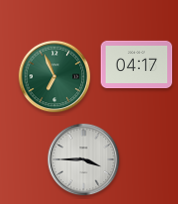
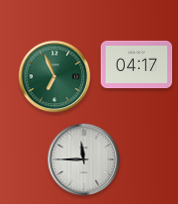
clock at (84, 160): 3:45 -> 11:45
